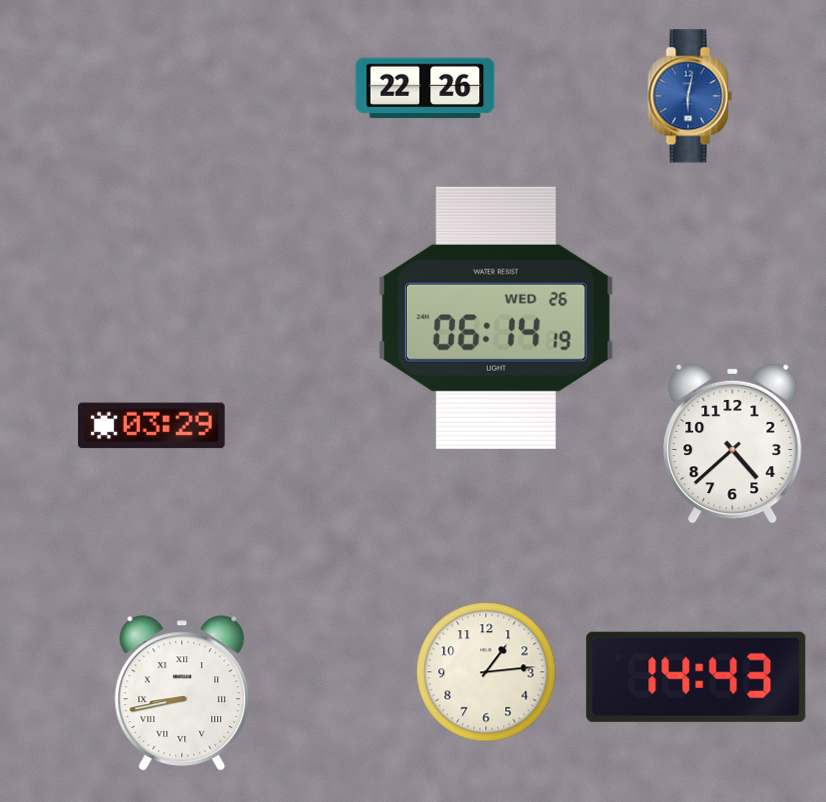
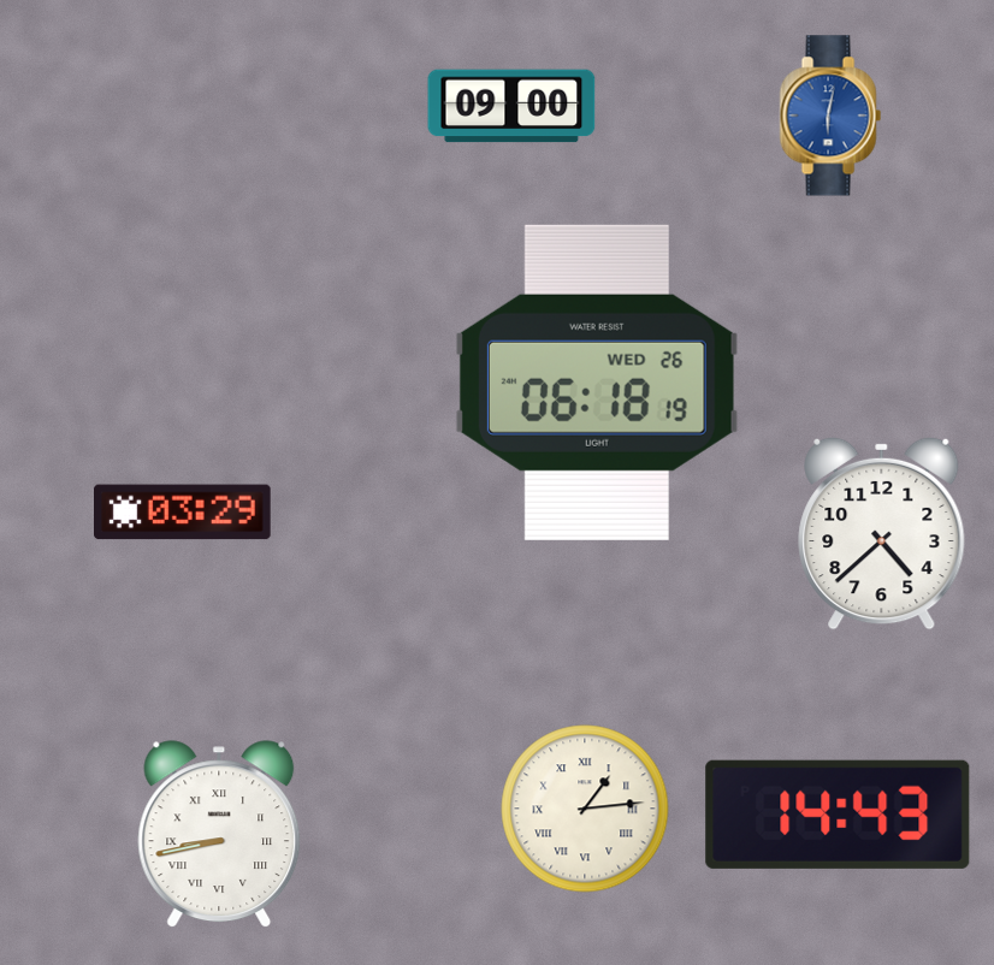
clock at (425, 88): 22:26 -> 09:00
clock at (496, 318): 06:14 -> 06:18
clock at (486, 672) numerals: Arabic -> Roman
